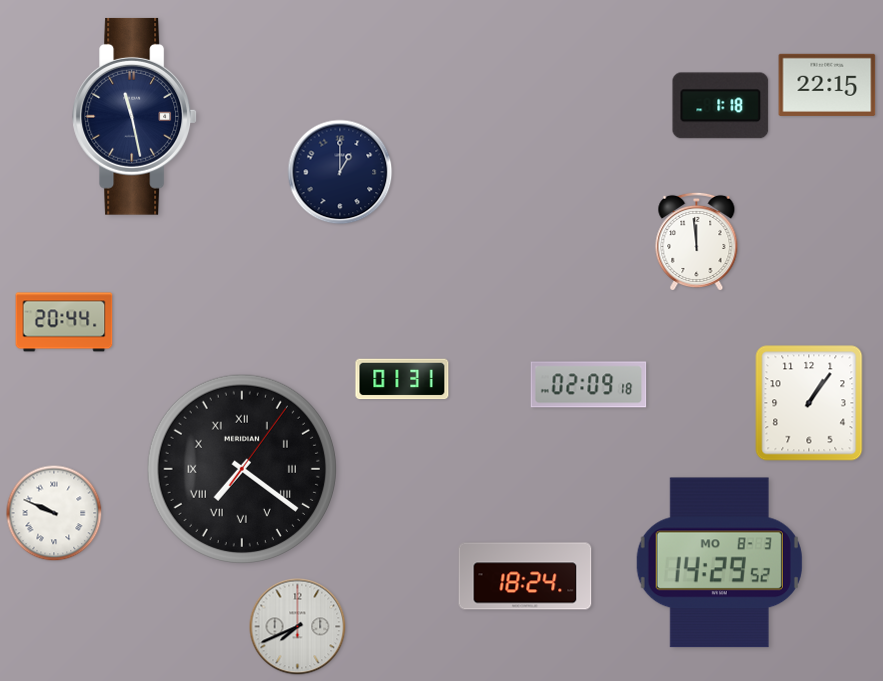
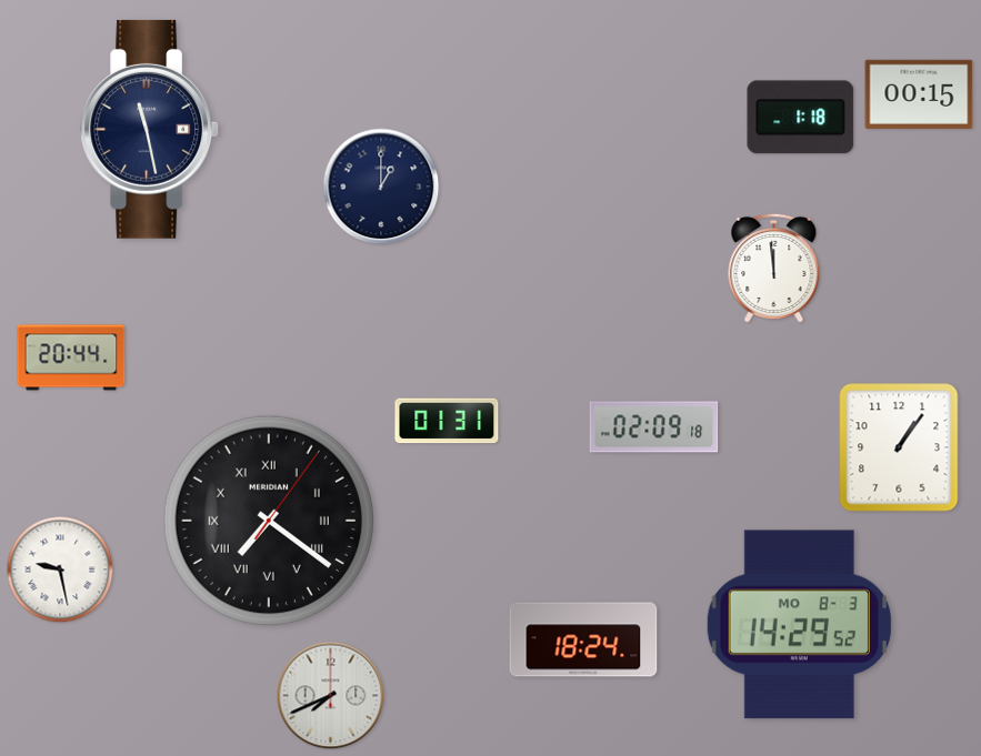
clock at (827, 85): 22:15 -> 00:15
clock at (340, 172) position: (340, 172) -> (381, 187)
clock at (54, 513): 9:49 -> 9:28
